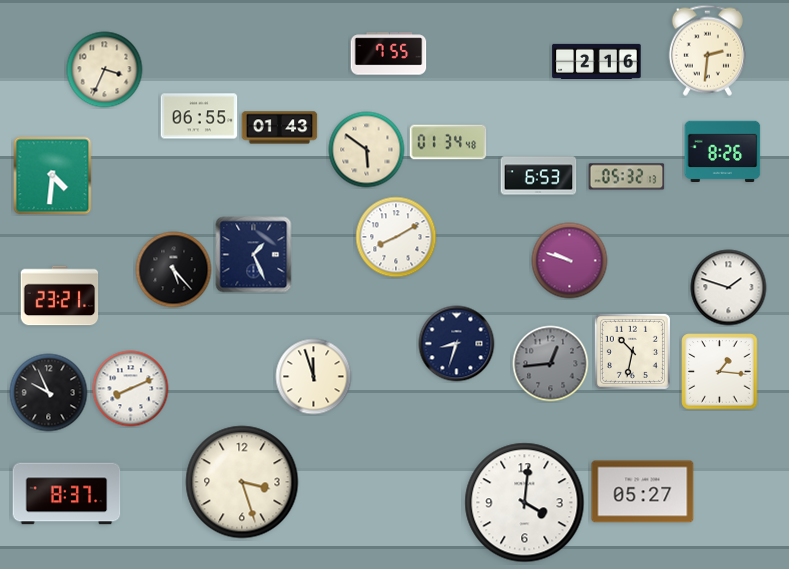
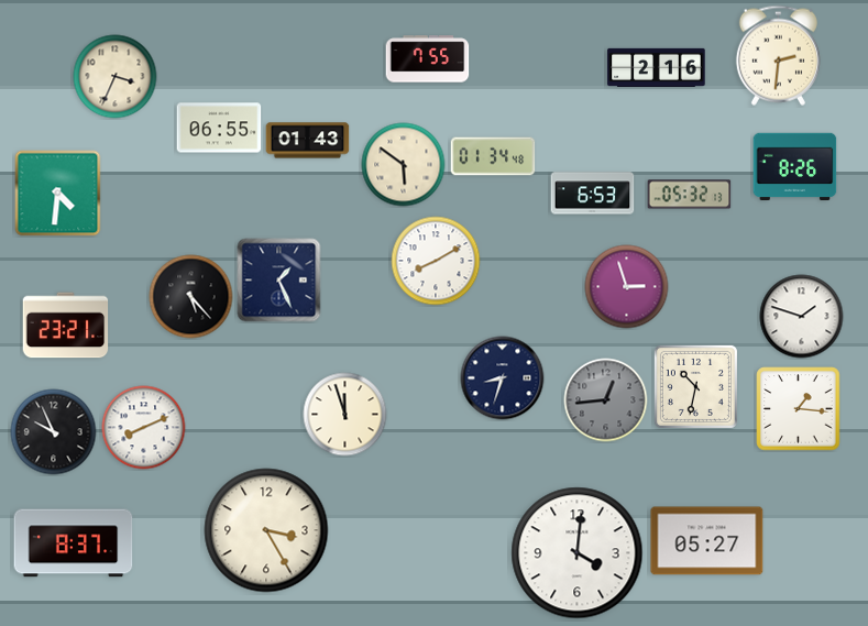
clock at (570, 261): 9:48 -> 2:57
clock at (720, 372) position: (720, 372) -> (799, 409)
clock at (242, 482): 3:27 -> 3:25
